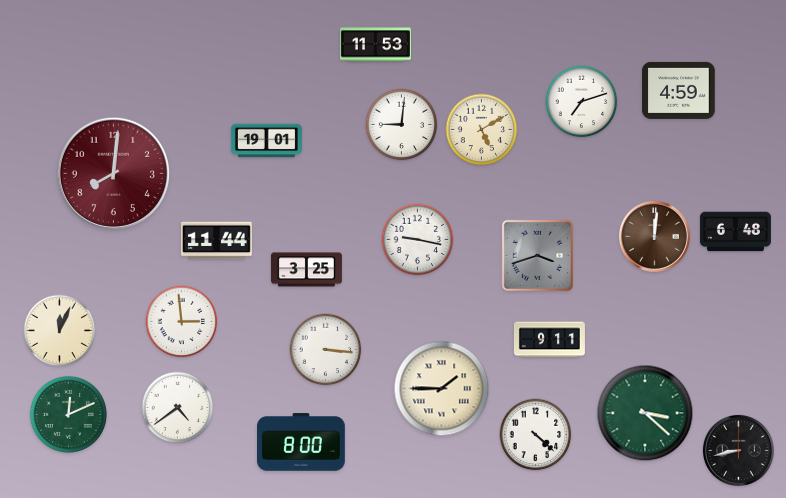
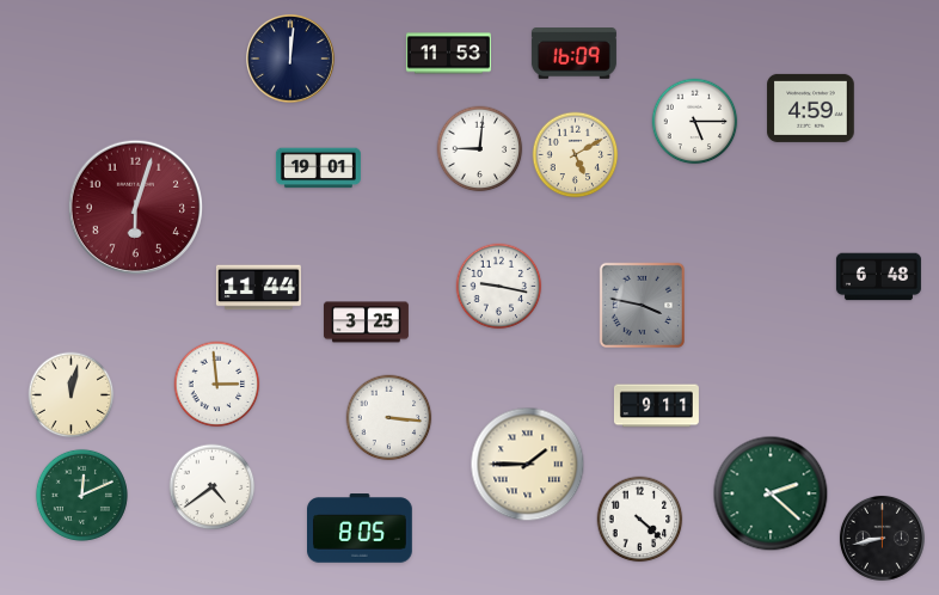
clock at (573, 54): none -> 16:09
clock at (291, 60): none -> 12:01
clock at (582, 102): 7:12 -> 5:15
clock at (113, 173): 8:01 -> 6:03
clock at (654, 236): 12:01 -> none
clock at (537, 255): 3:42 -> 3:47
clock at (60, 331): 12:04 -> 12:02
clock at (645, 413): 3:22 -> 2:22
clock at (302, 442): 8:00 -> 8:05
